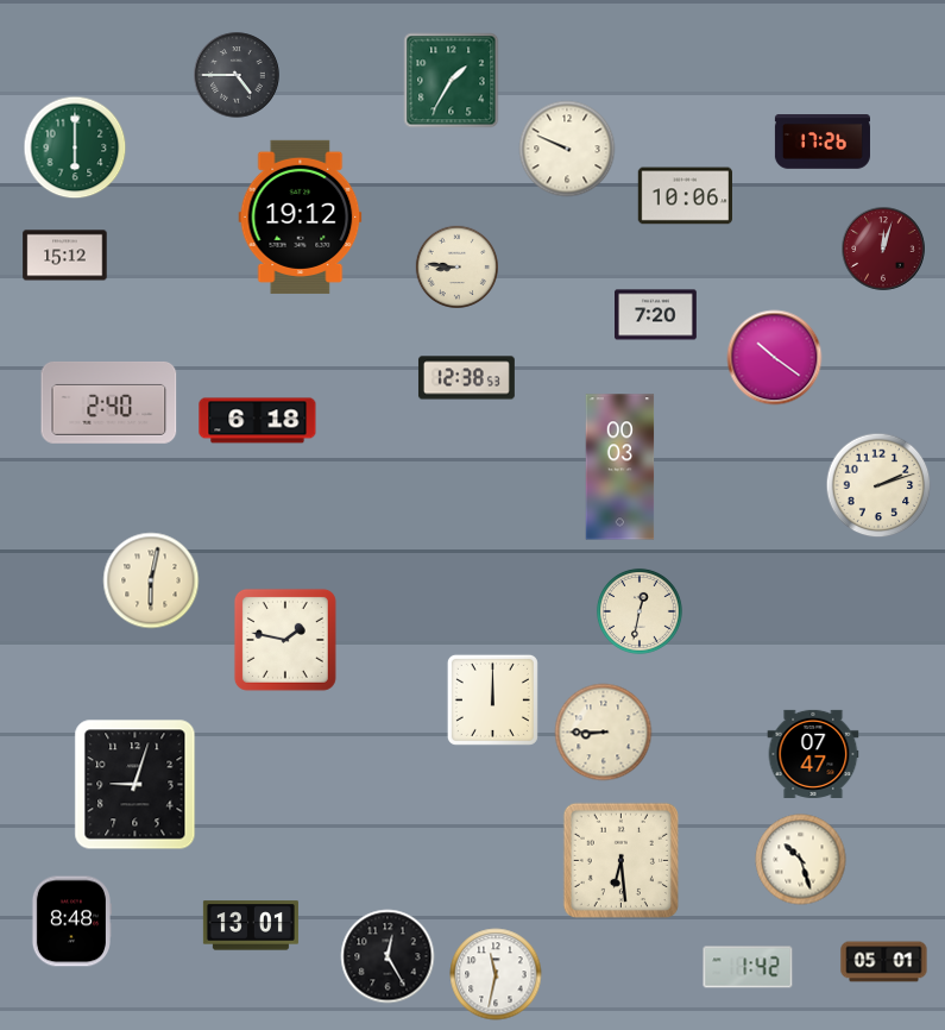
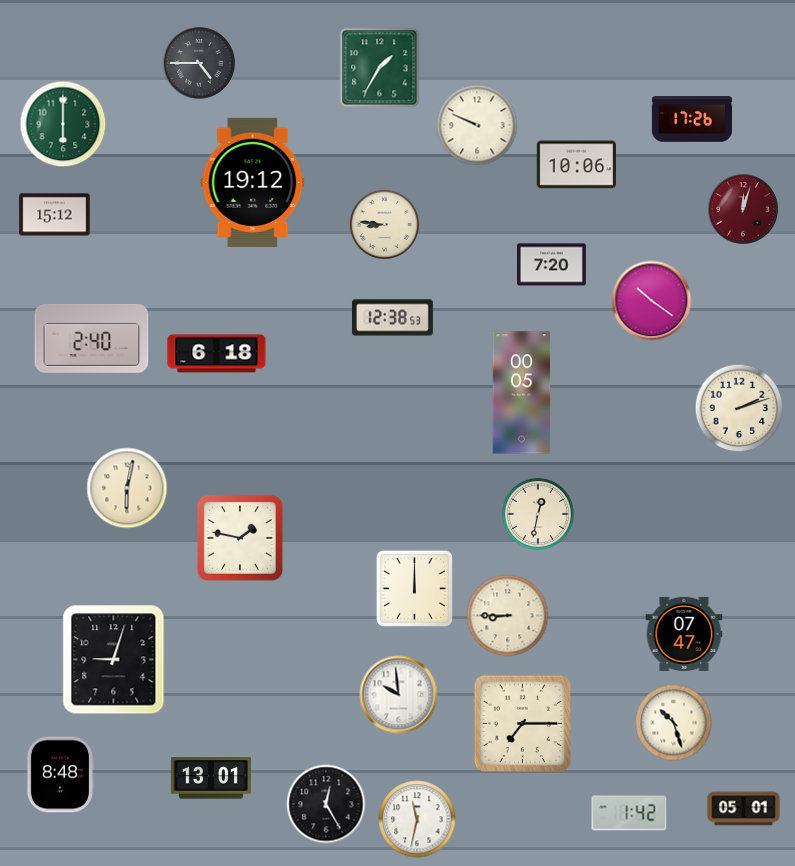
clock at (620, 467): 00:03 -> 00:05
clock at (399, 695): none -> 9:59
clock at (620, 860): 6:29 -> 7:15
